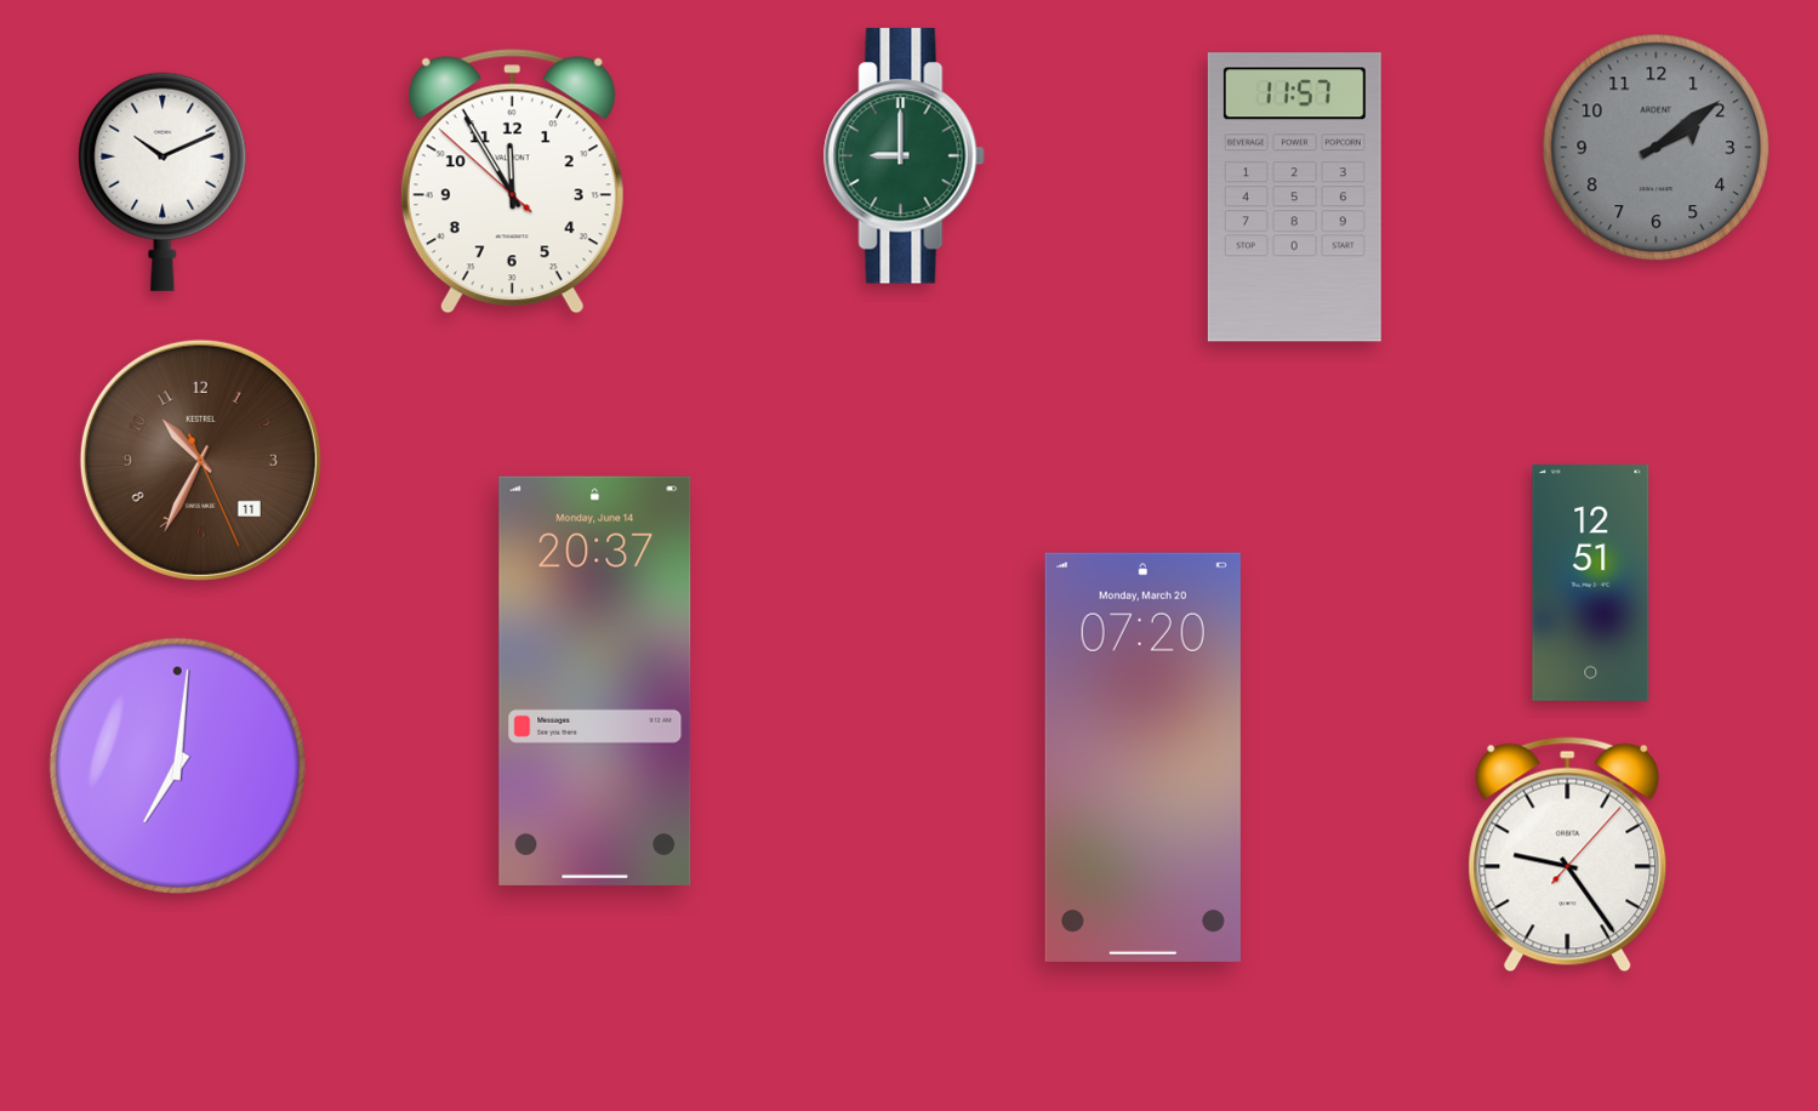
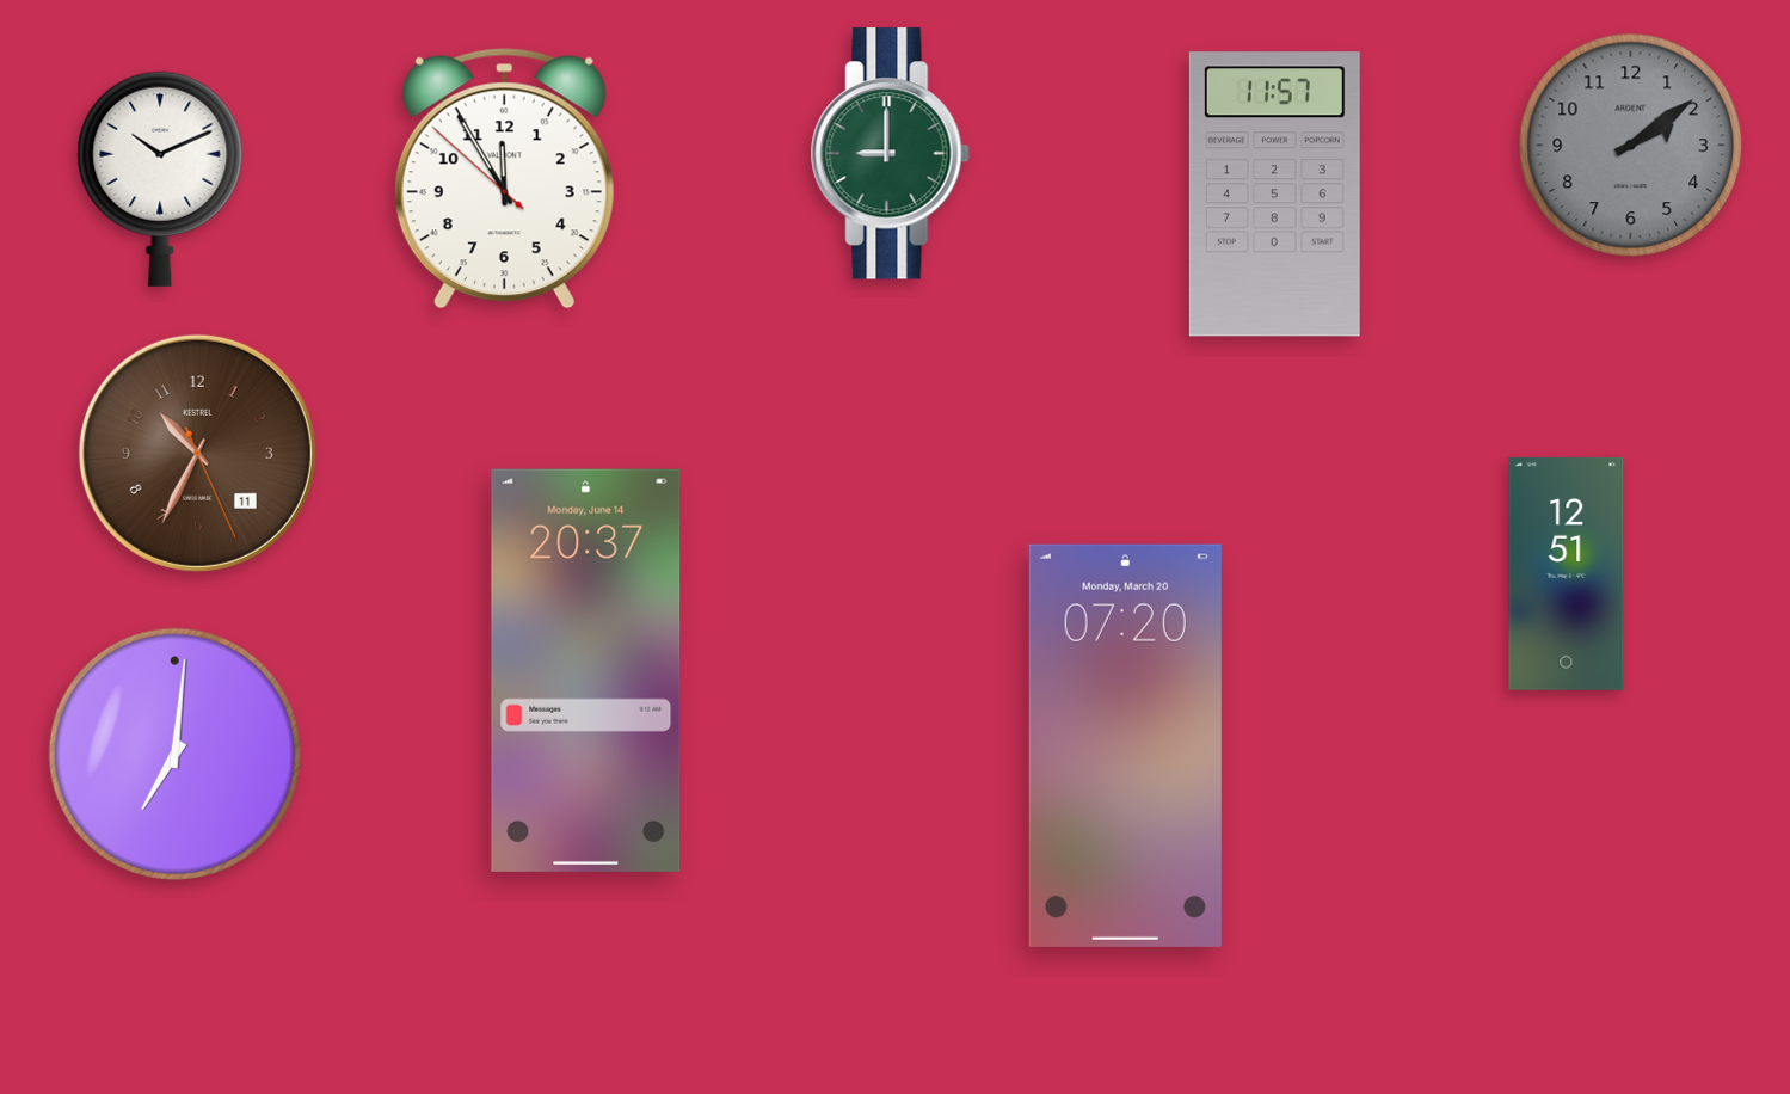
clock at (1568, 855): 9:24 -> none
